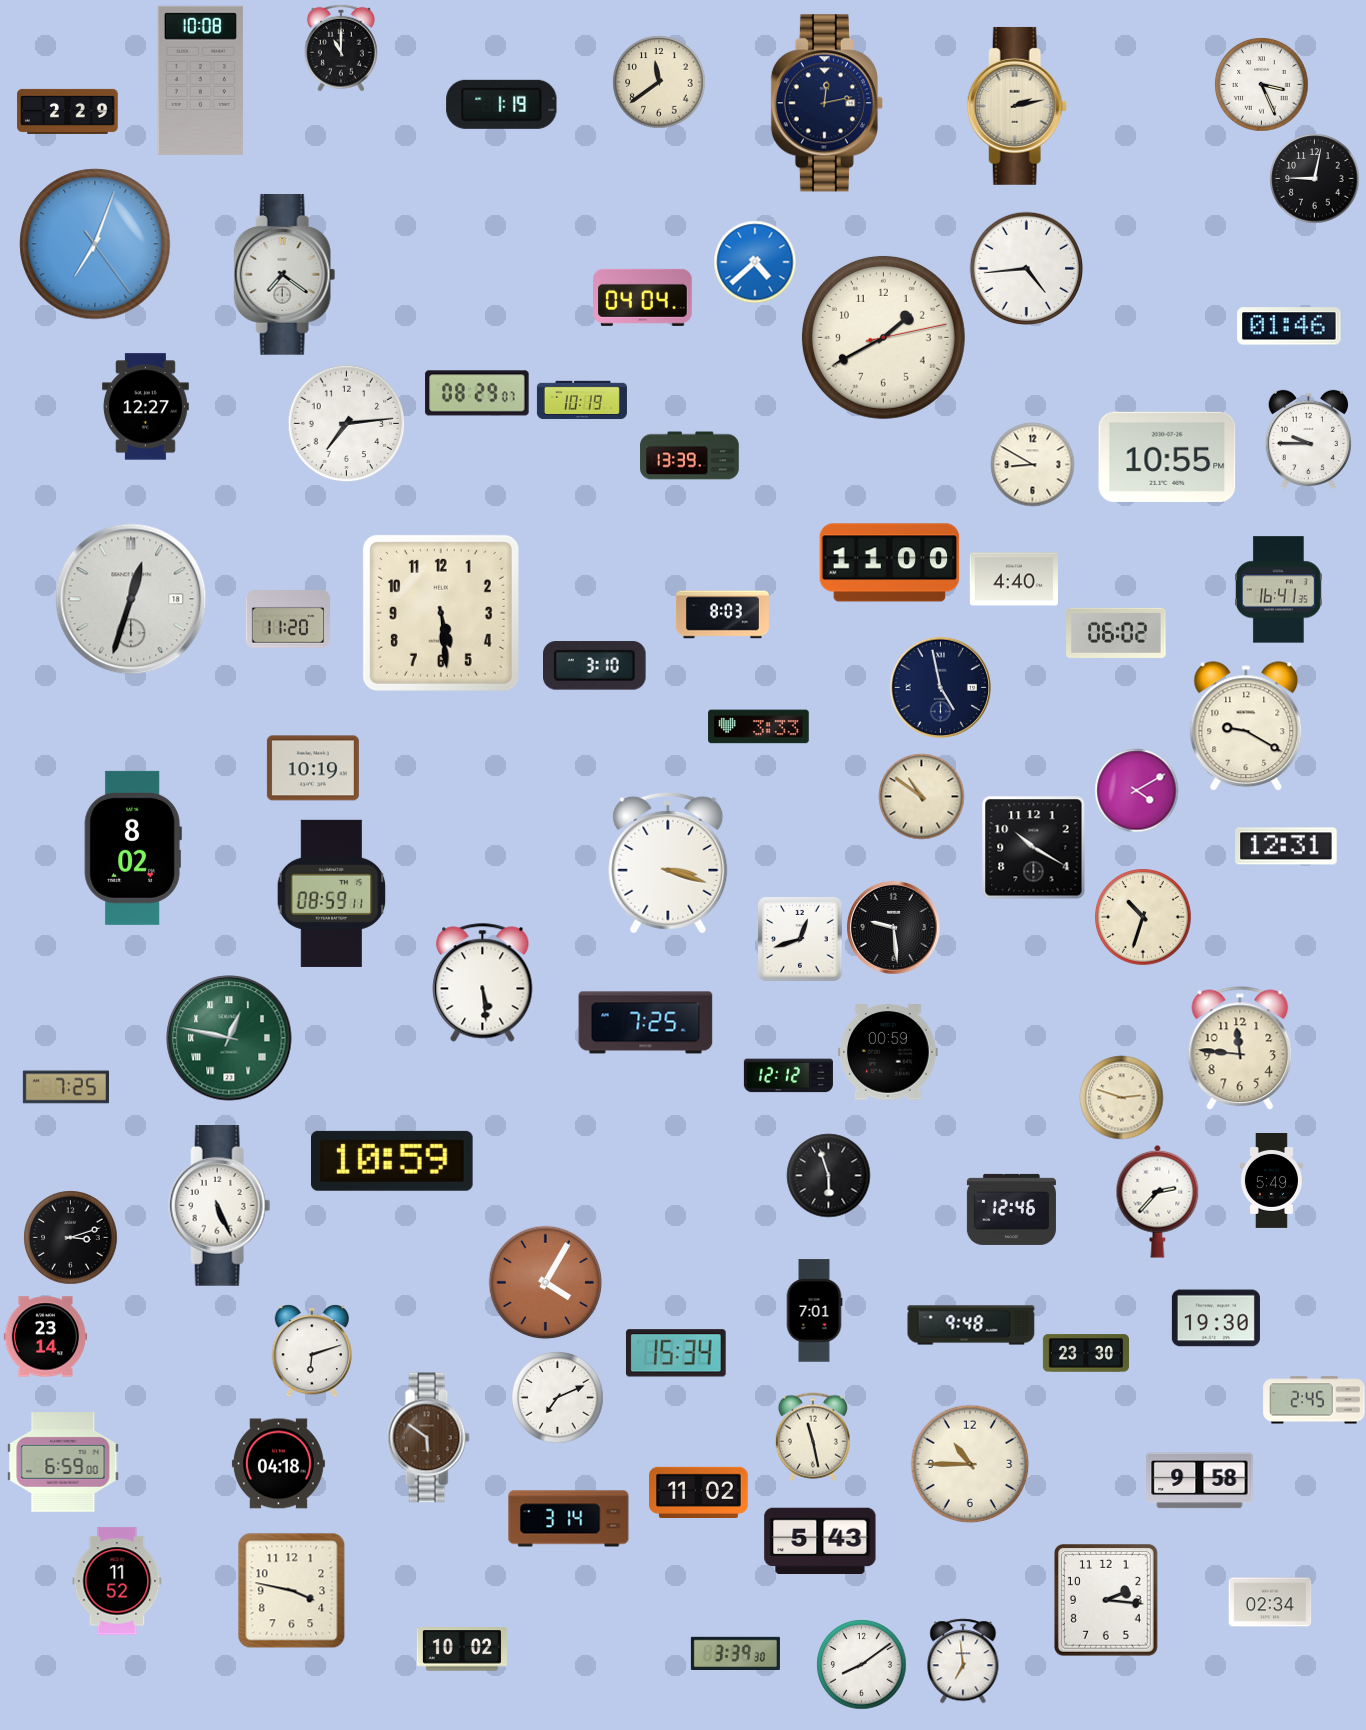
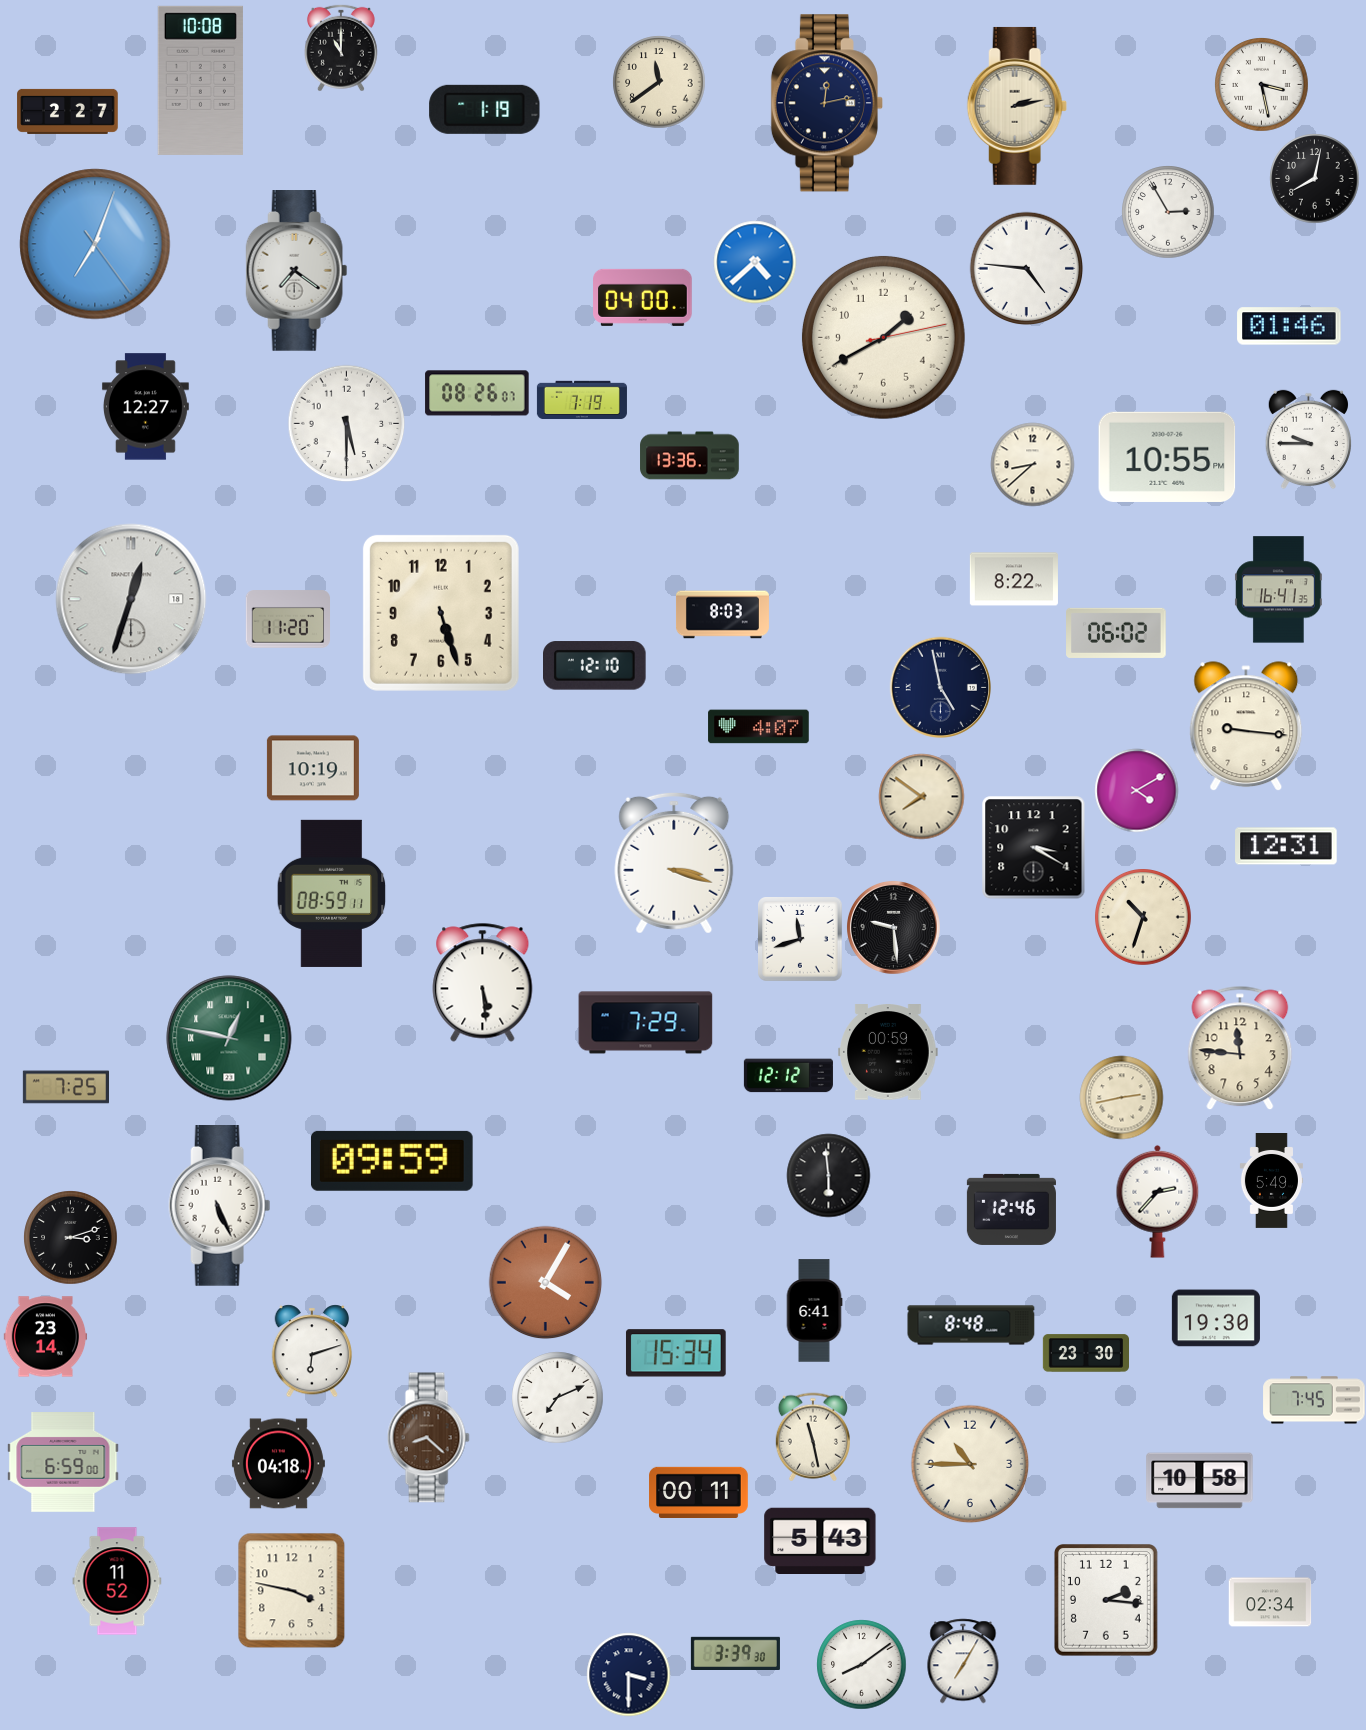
clock at (1261, 84): 3:26 -> 3:28
clock at (502, 104) position: (502, 104) -> (485, 109)
clock at (68, 111): 2:29 -> 2:27
clock at (1314, 178): 9:02 -> 8:02
clock at (1168, 212): none -> 2:55
clock at (1026, 268): 4:44 -> 4:46
clock at (285, 275) position: (285, 275) -> (297, 271)
clock at (643, 297): 04:04 -> 04:00
clock at (477, 393): 08:29 -> 08:26
clock at (582, 400): 10:19 -> 7:19
clock at (346, 423): 7:14 -> 5:30
clock at (690, 456): 13:39 -> 13:36
clock at (1032, 464): 8:50 -> 8:38
clock at (890, 563): 11:00 -> none
clock at (1014, 579): 4:40 -> 8:22
clock at (441, 613): 5:29 -> 5:27
clock at (595, 666): 3:10 -> 12:10
clock at (1246, 726): 9:20 -> 9:16
clock at (759, 727): 3:33 -> 4:07
clock at (921, 796): 10:51 -> 7:51
clock at (1033, 847): 10:20 -> 3:20
clock at (133, 848): 8:02 -> none
clock at (668, 863) position: (668, 863) -> (674, 863)
clock at (800, 940): 12:42 -> 11:42
clock at (646, 1023): 7:25 -> 7:29
clock at (1121, 1097): 2:48 -> 2:43
clock at (392, 1161): 10:59 -> 09:59
clock at (828, 1175): 5:57 -> 5:59
clock at (814, 1311): 7:01 -> 6:41
clock at (971, 1325): 9:48 -> 8:48
clock at (1314, 1400): 2:45 -> 7:45
clock at (428, 1438): 5:51 -> 8:22
clock at (1200, 1481): 9:58 -> 10:58
clock at (699, 1492): 11:02 -> 00:11
clock at (569, 1519): 3:14 -> none
clock at (462, 1649): 10:02 -> none
clock at (963, 1661): 6:59 -> 7:05
clock at (628, 1674): none -> 3:30
